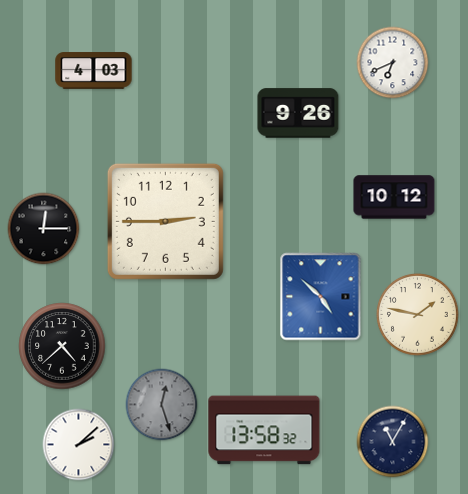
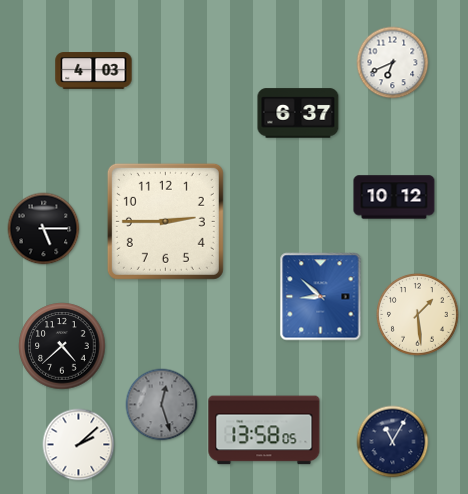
clock at (298, 113): 9:26 -> 6:37
clock at (44, 229): 12:15 -> 5:15
clock at (321, 297): 4:52 -> 8:52
clock at (417, 314): 1:47 -> 1:29
clock at (264, 430): 13:58:32 -> 13:58:05
